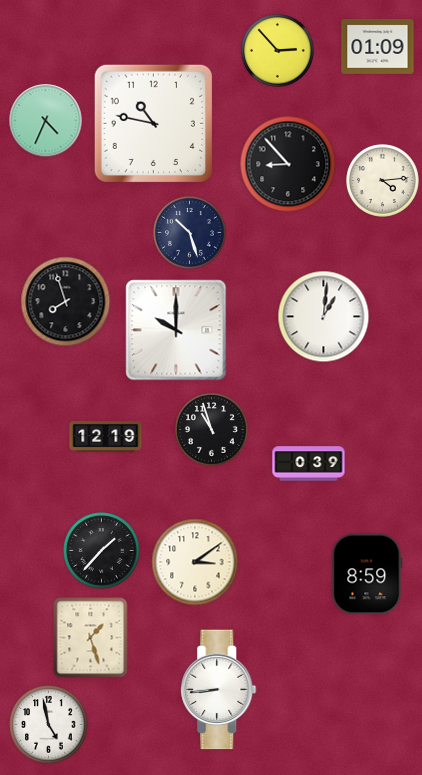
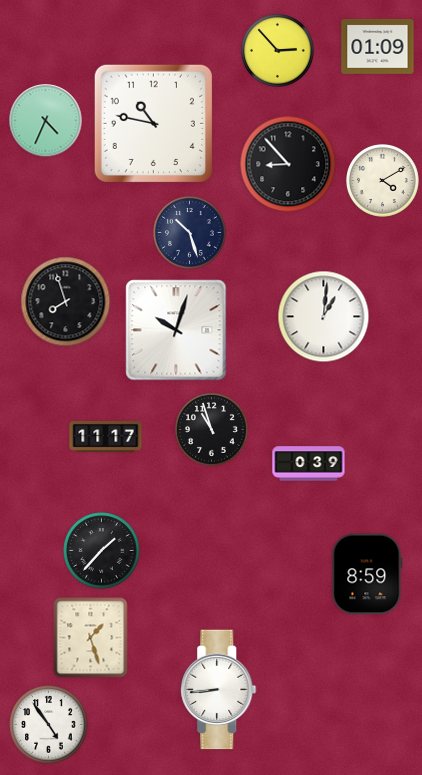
clock at (383, 181): 4:14 -> 4:10
clock at (176, 330): 10:00 -> 10:03
clock at (106, 437): 12:19 -> 11:17
clock at (195, 562): 3:09 -> none
clock at (49, 725): 4:58 -> 4:54
